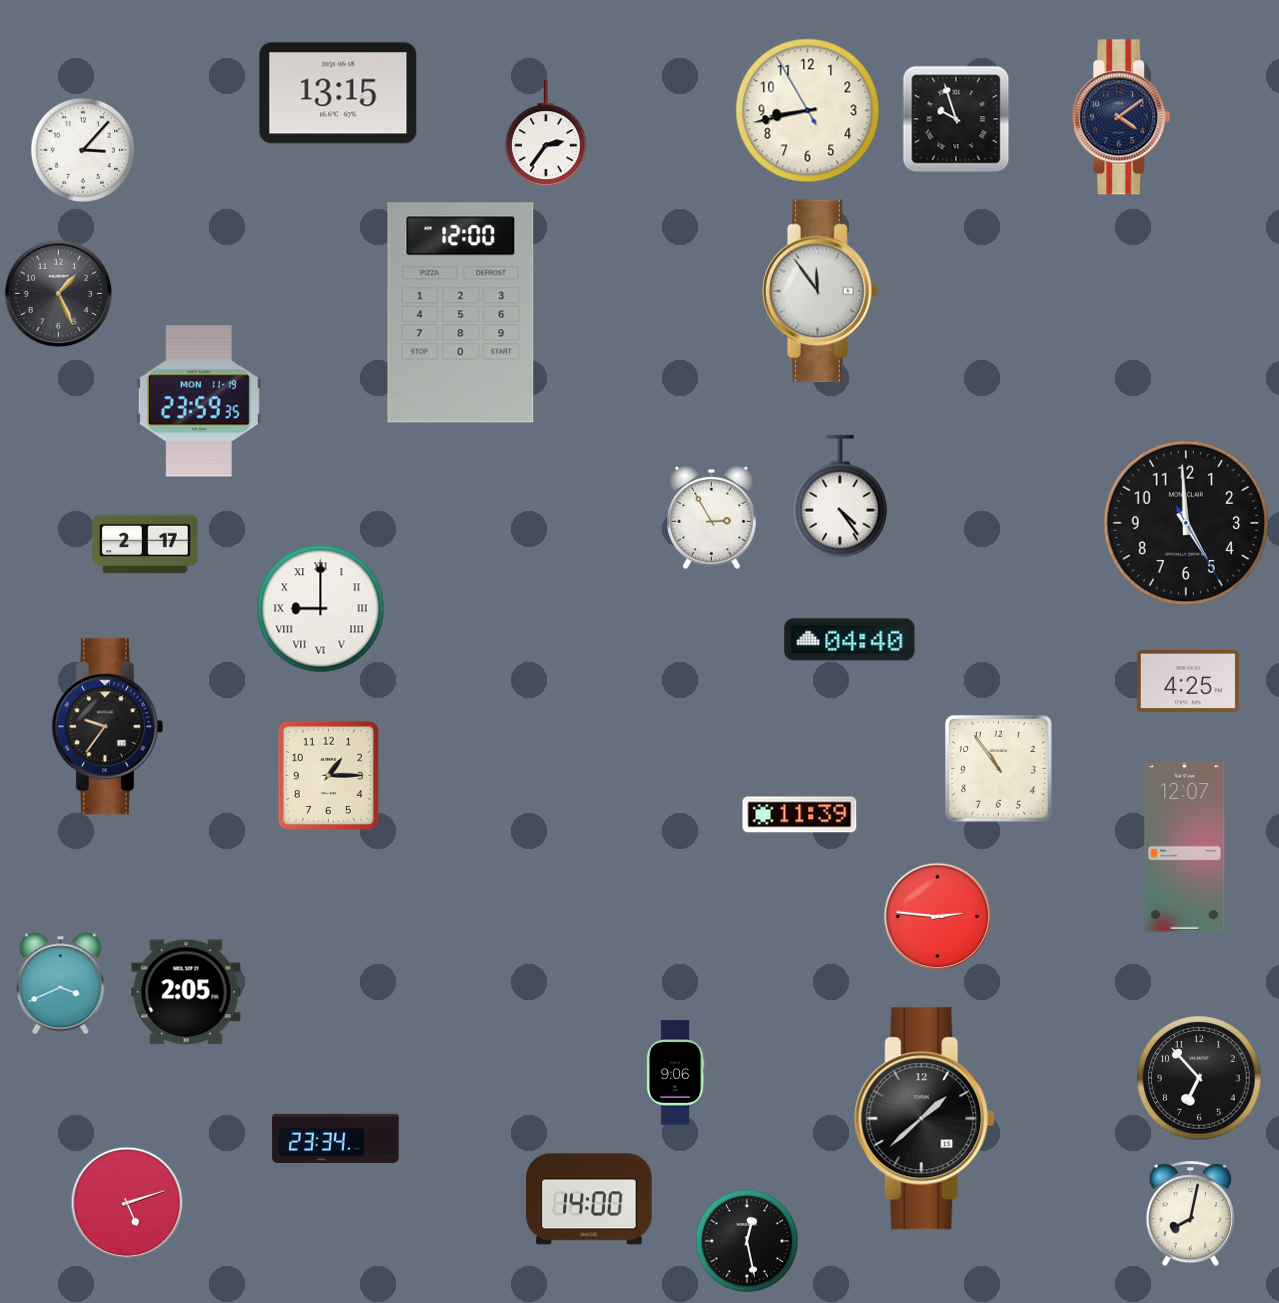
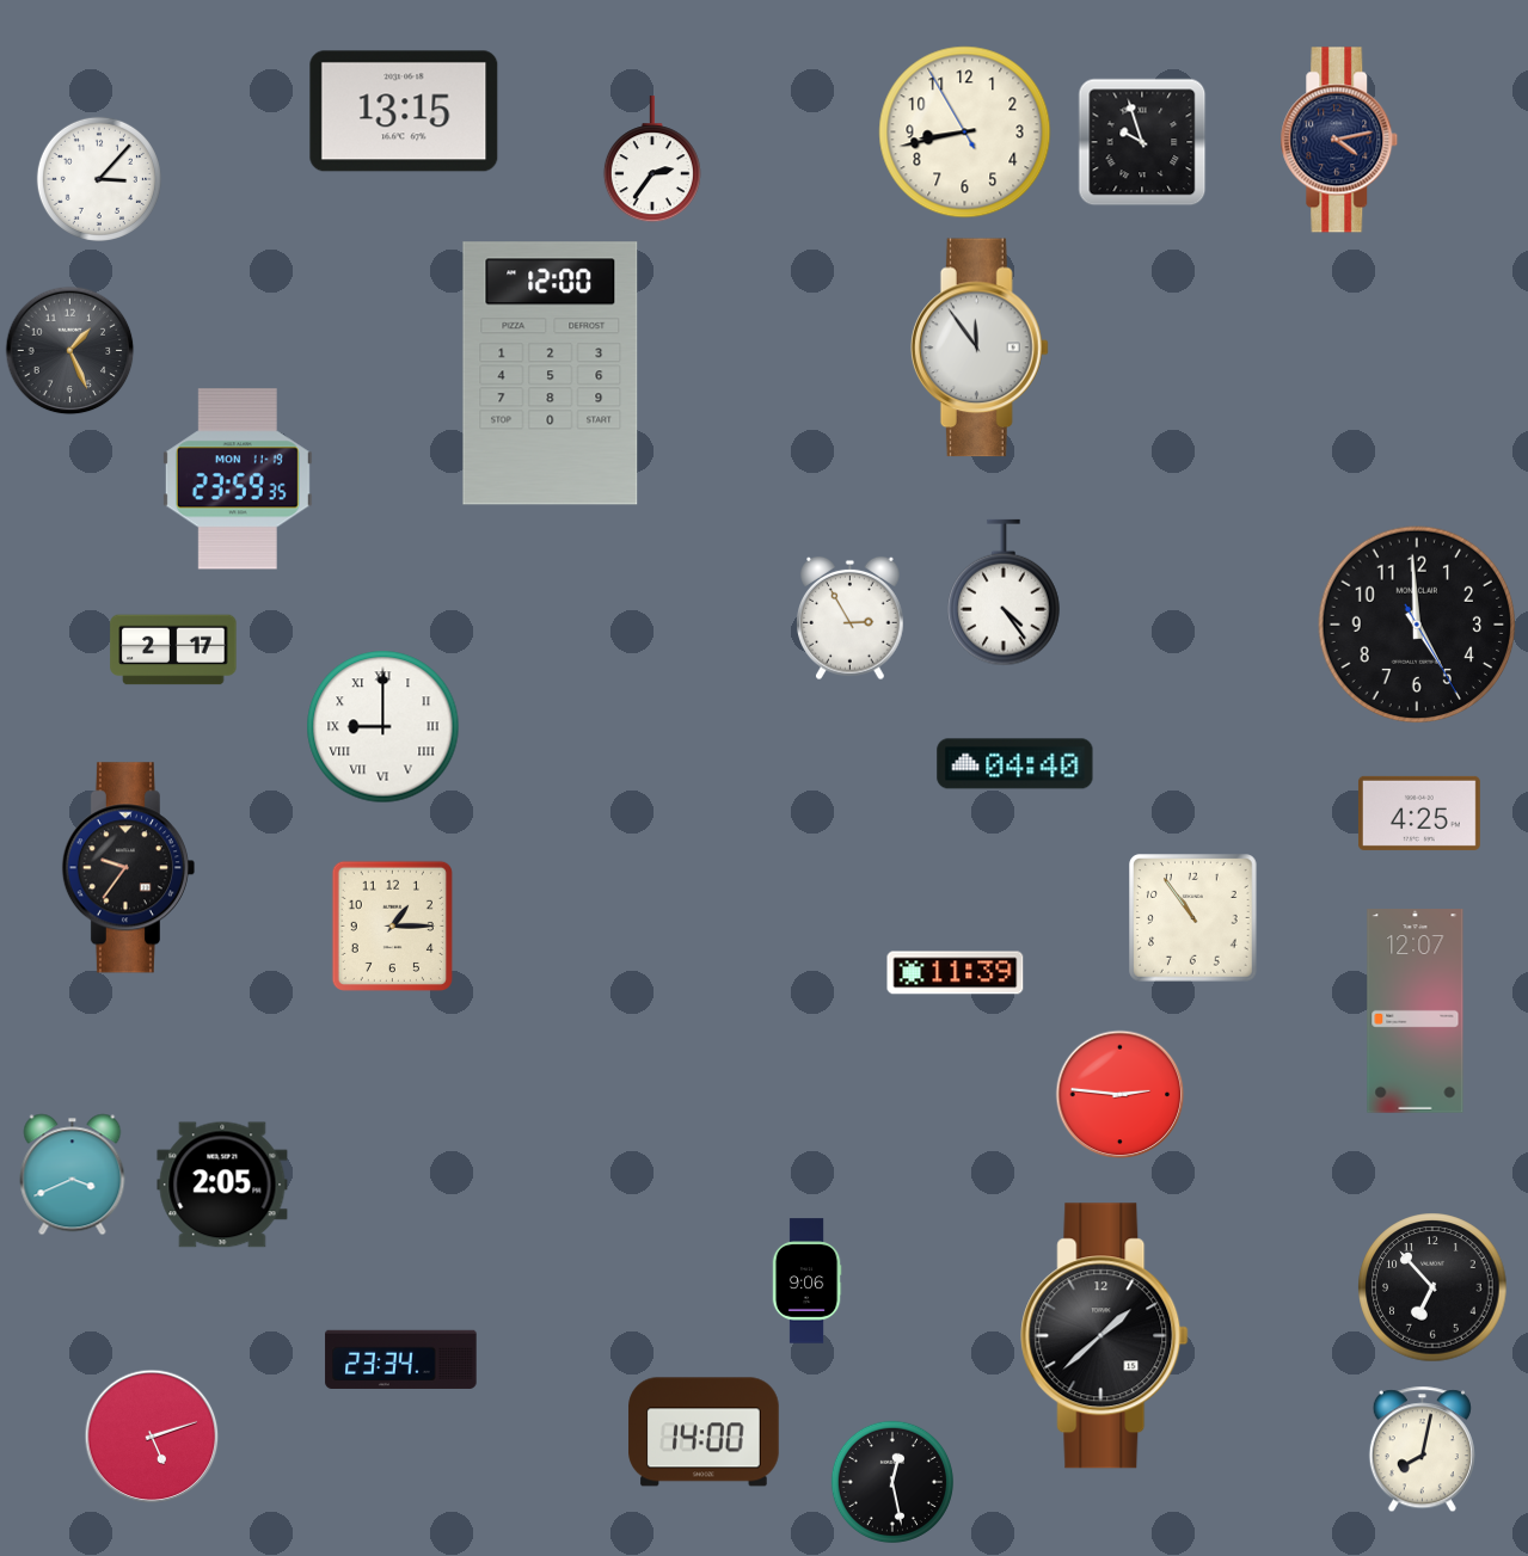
clock at (1121, 117): 4:09 -> 4:13
